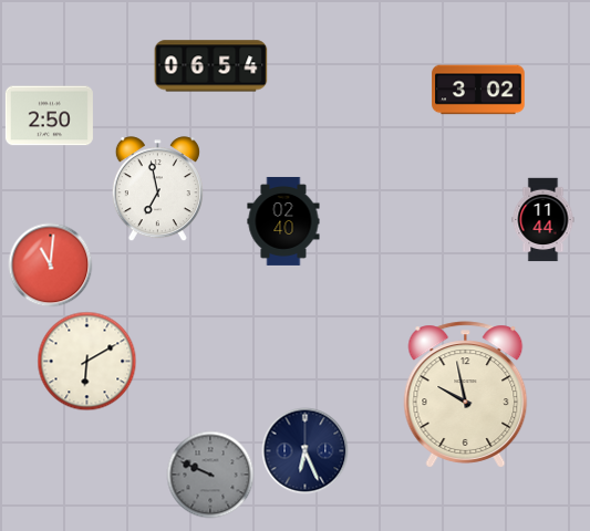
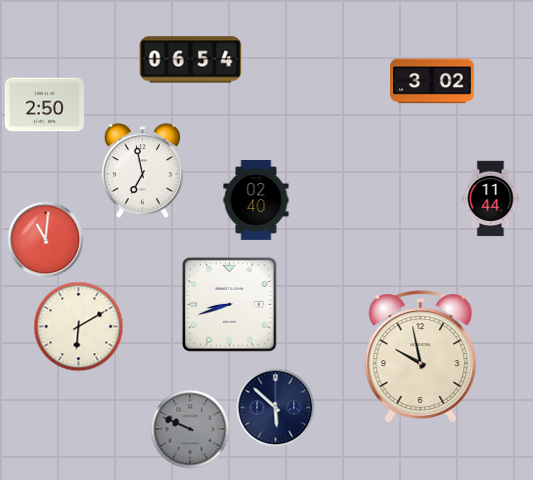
clock at (229, 304): none -> 8:42
clock at (306, 451): 6:26 -> 5:52
